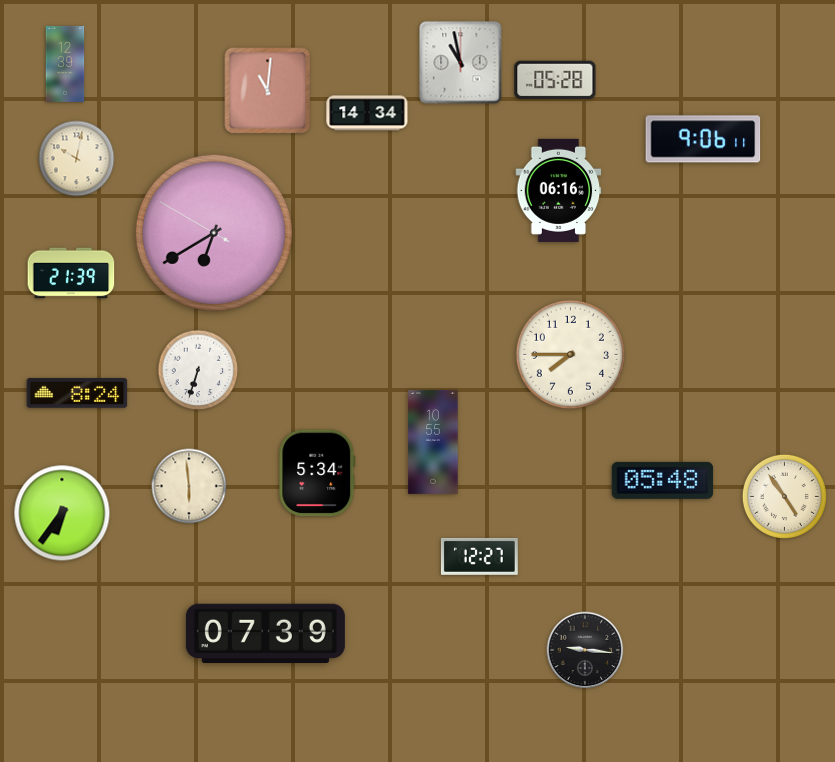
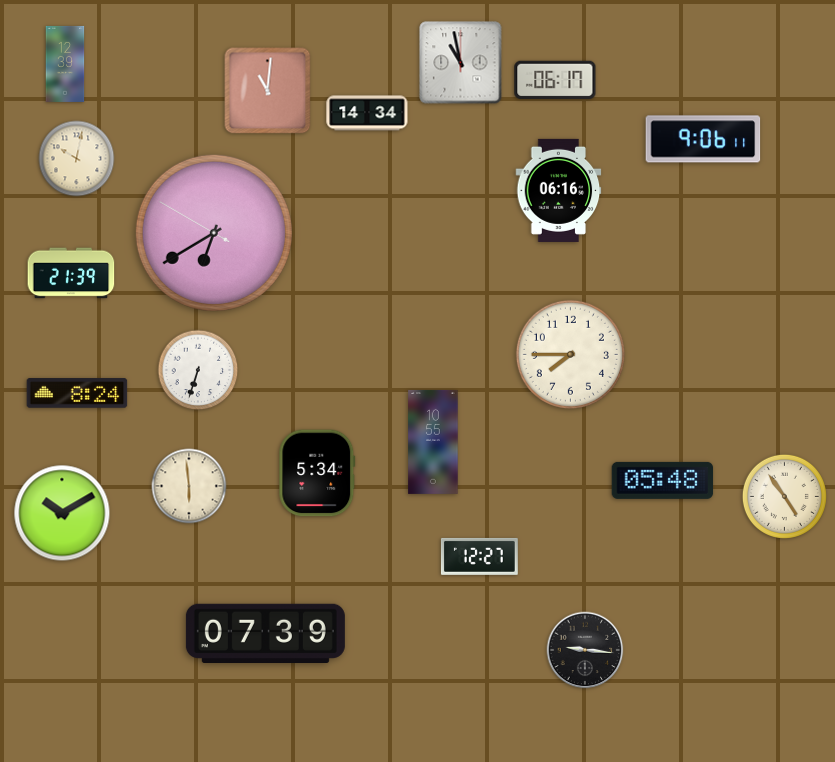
clock at (555, 80): 05:28 -> 06:17
clock at (62, 513): 6:36 -> 10:10
